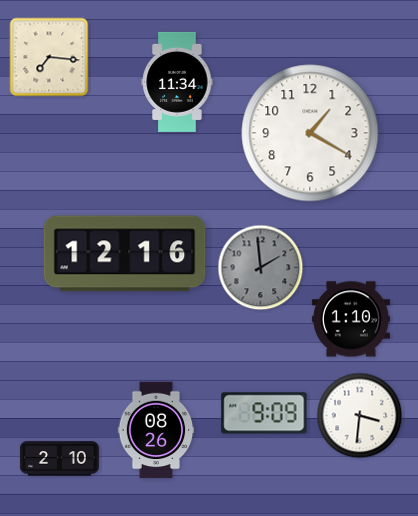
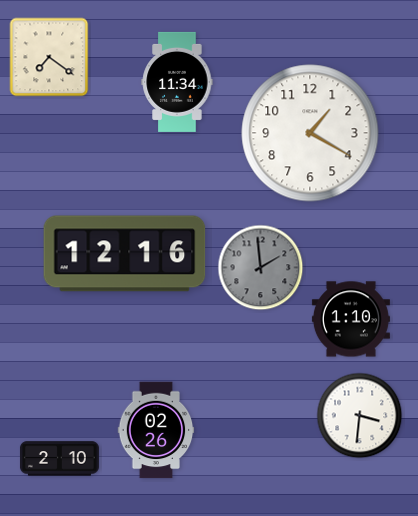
clock at (49, 57): 7:16 -> 7:21
clock at (264, 413): 9:09 -> none
clock at (156, 430): 08:26 -> 02:26
